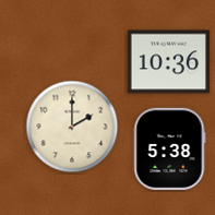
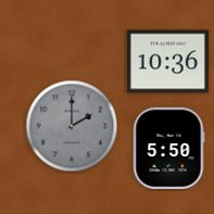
clock at (72, 127) dial: cream -> grey
clock at (169, 148): 5:38 -> 5:50
